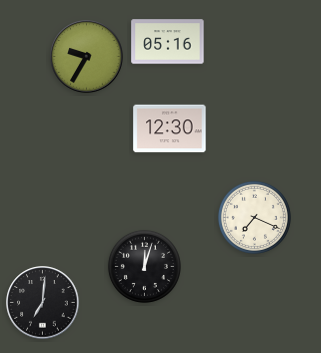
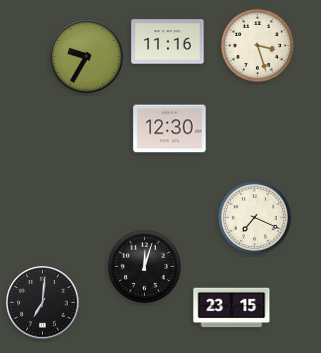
clock at (168, 42): 05:16 -> 11:16
clock at (257, 45): none -> 3:27
clock at (232, 308): none -> 23:15
